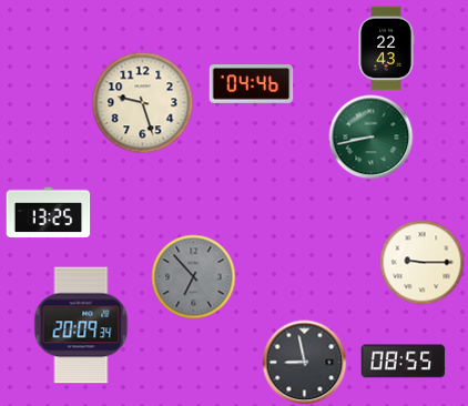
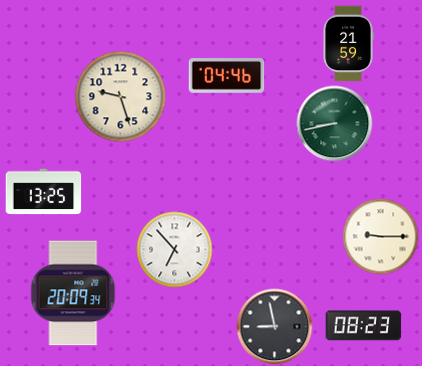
clock at (386, 49): 22:43 -> 21:59
clock at (143, 103) position: (143, 103) -> (121, 97)
clock at (194, 277) dial: grey -> white
clock at (404, 362): 08:55 -> 08:23
